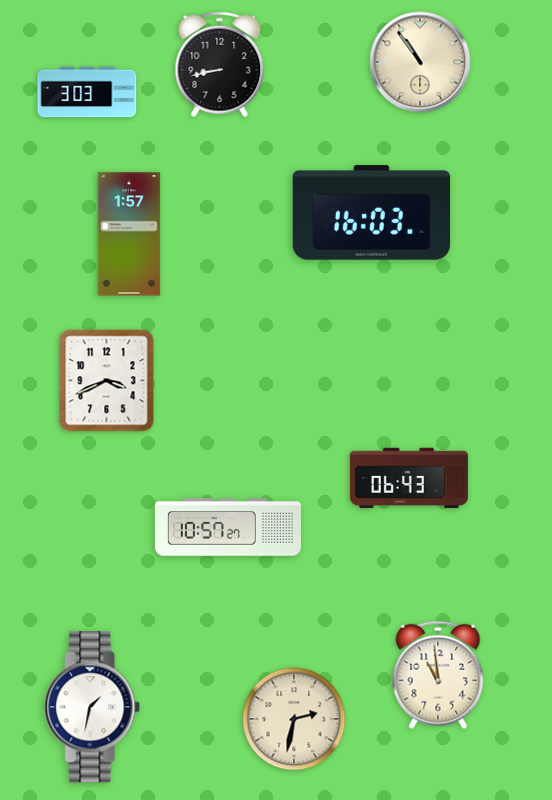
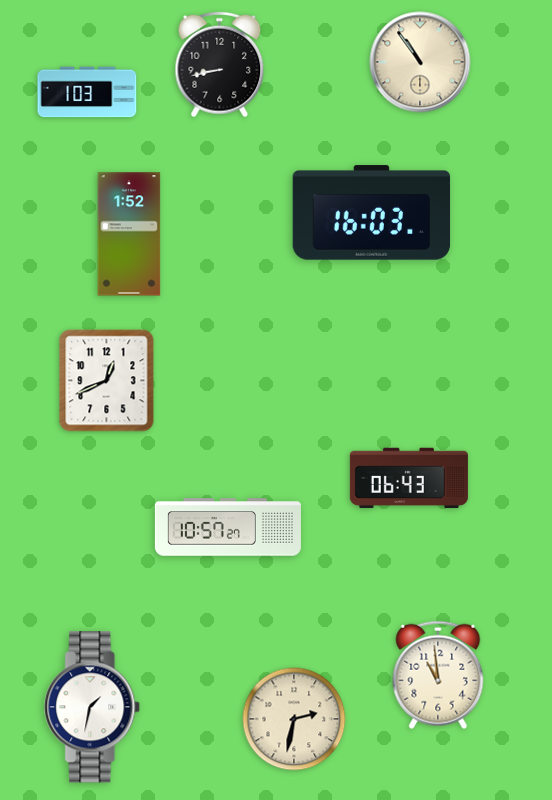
clock at (87, 92): 3:03 -> 1:03
clock at (129, 234): 1:57 -> 1:52
clock at (107, 381): 3:41 -> 12:41
